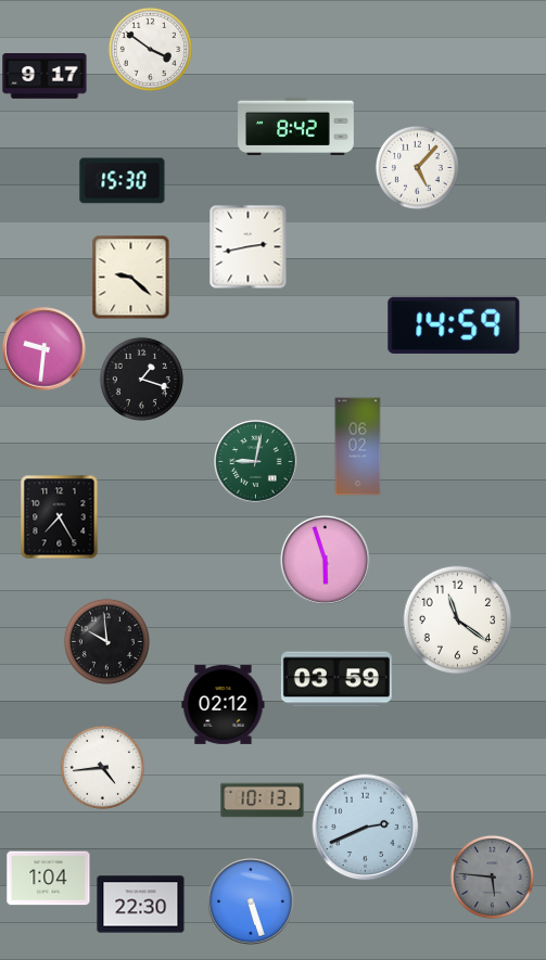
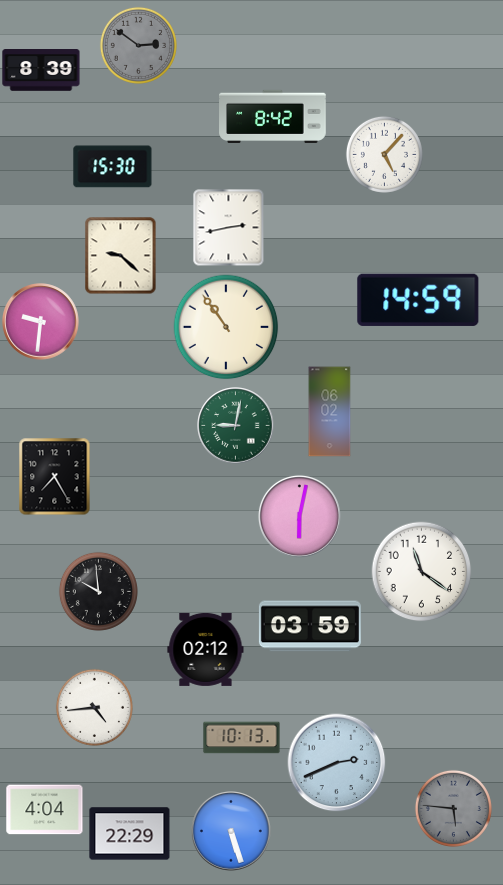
clock at (150, 49): 3:51 -> 2:51
clock at (150, 49) dial: white -> grey
clock at (45, 76): 9:17 -> 8:39
clock at (226, 327): none -> 10:54
clock at (141, 379): 1:18 -> none
clock at (325, 560): 5:57 -> 6:02
clock at (49, 879): 1:04 -> 4:04
clock at (141, 905): 22:30 -> 22:29
